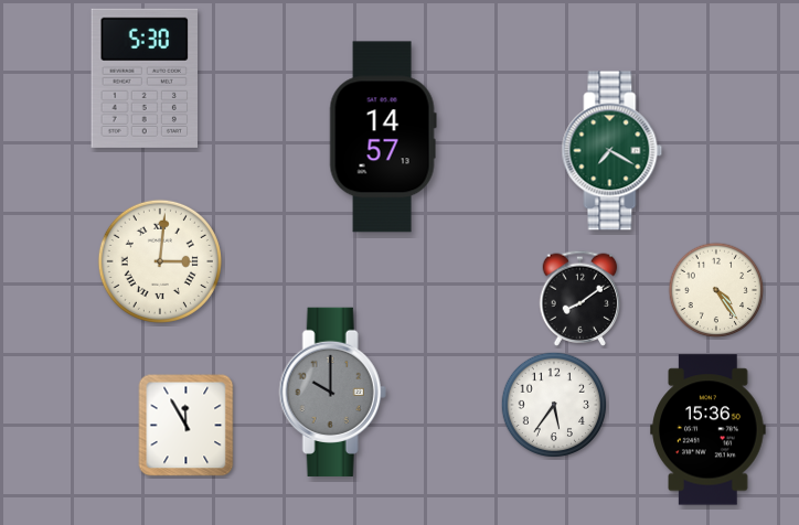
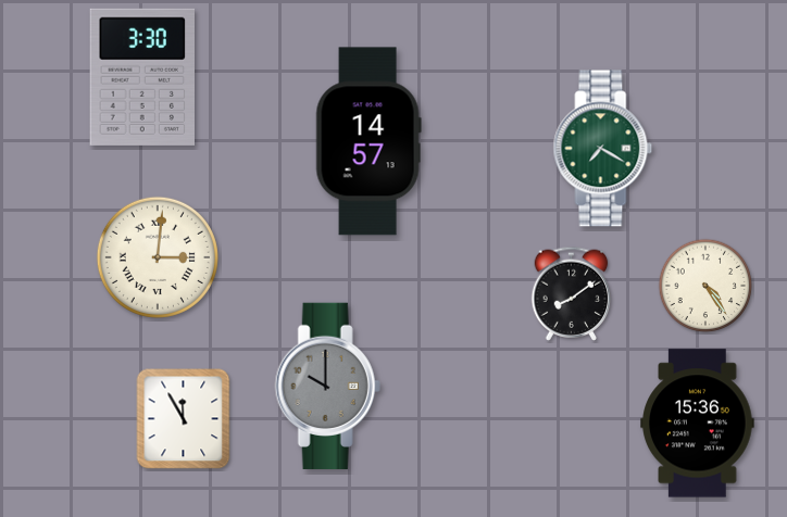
clock at (143, 78): 5:30 -> 3:30
clock at (383, 137) position: (383, 137) -> (368, 141)
clock at (554, 405): 5:36 -> none
